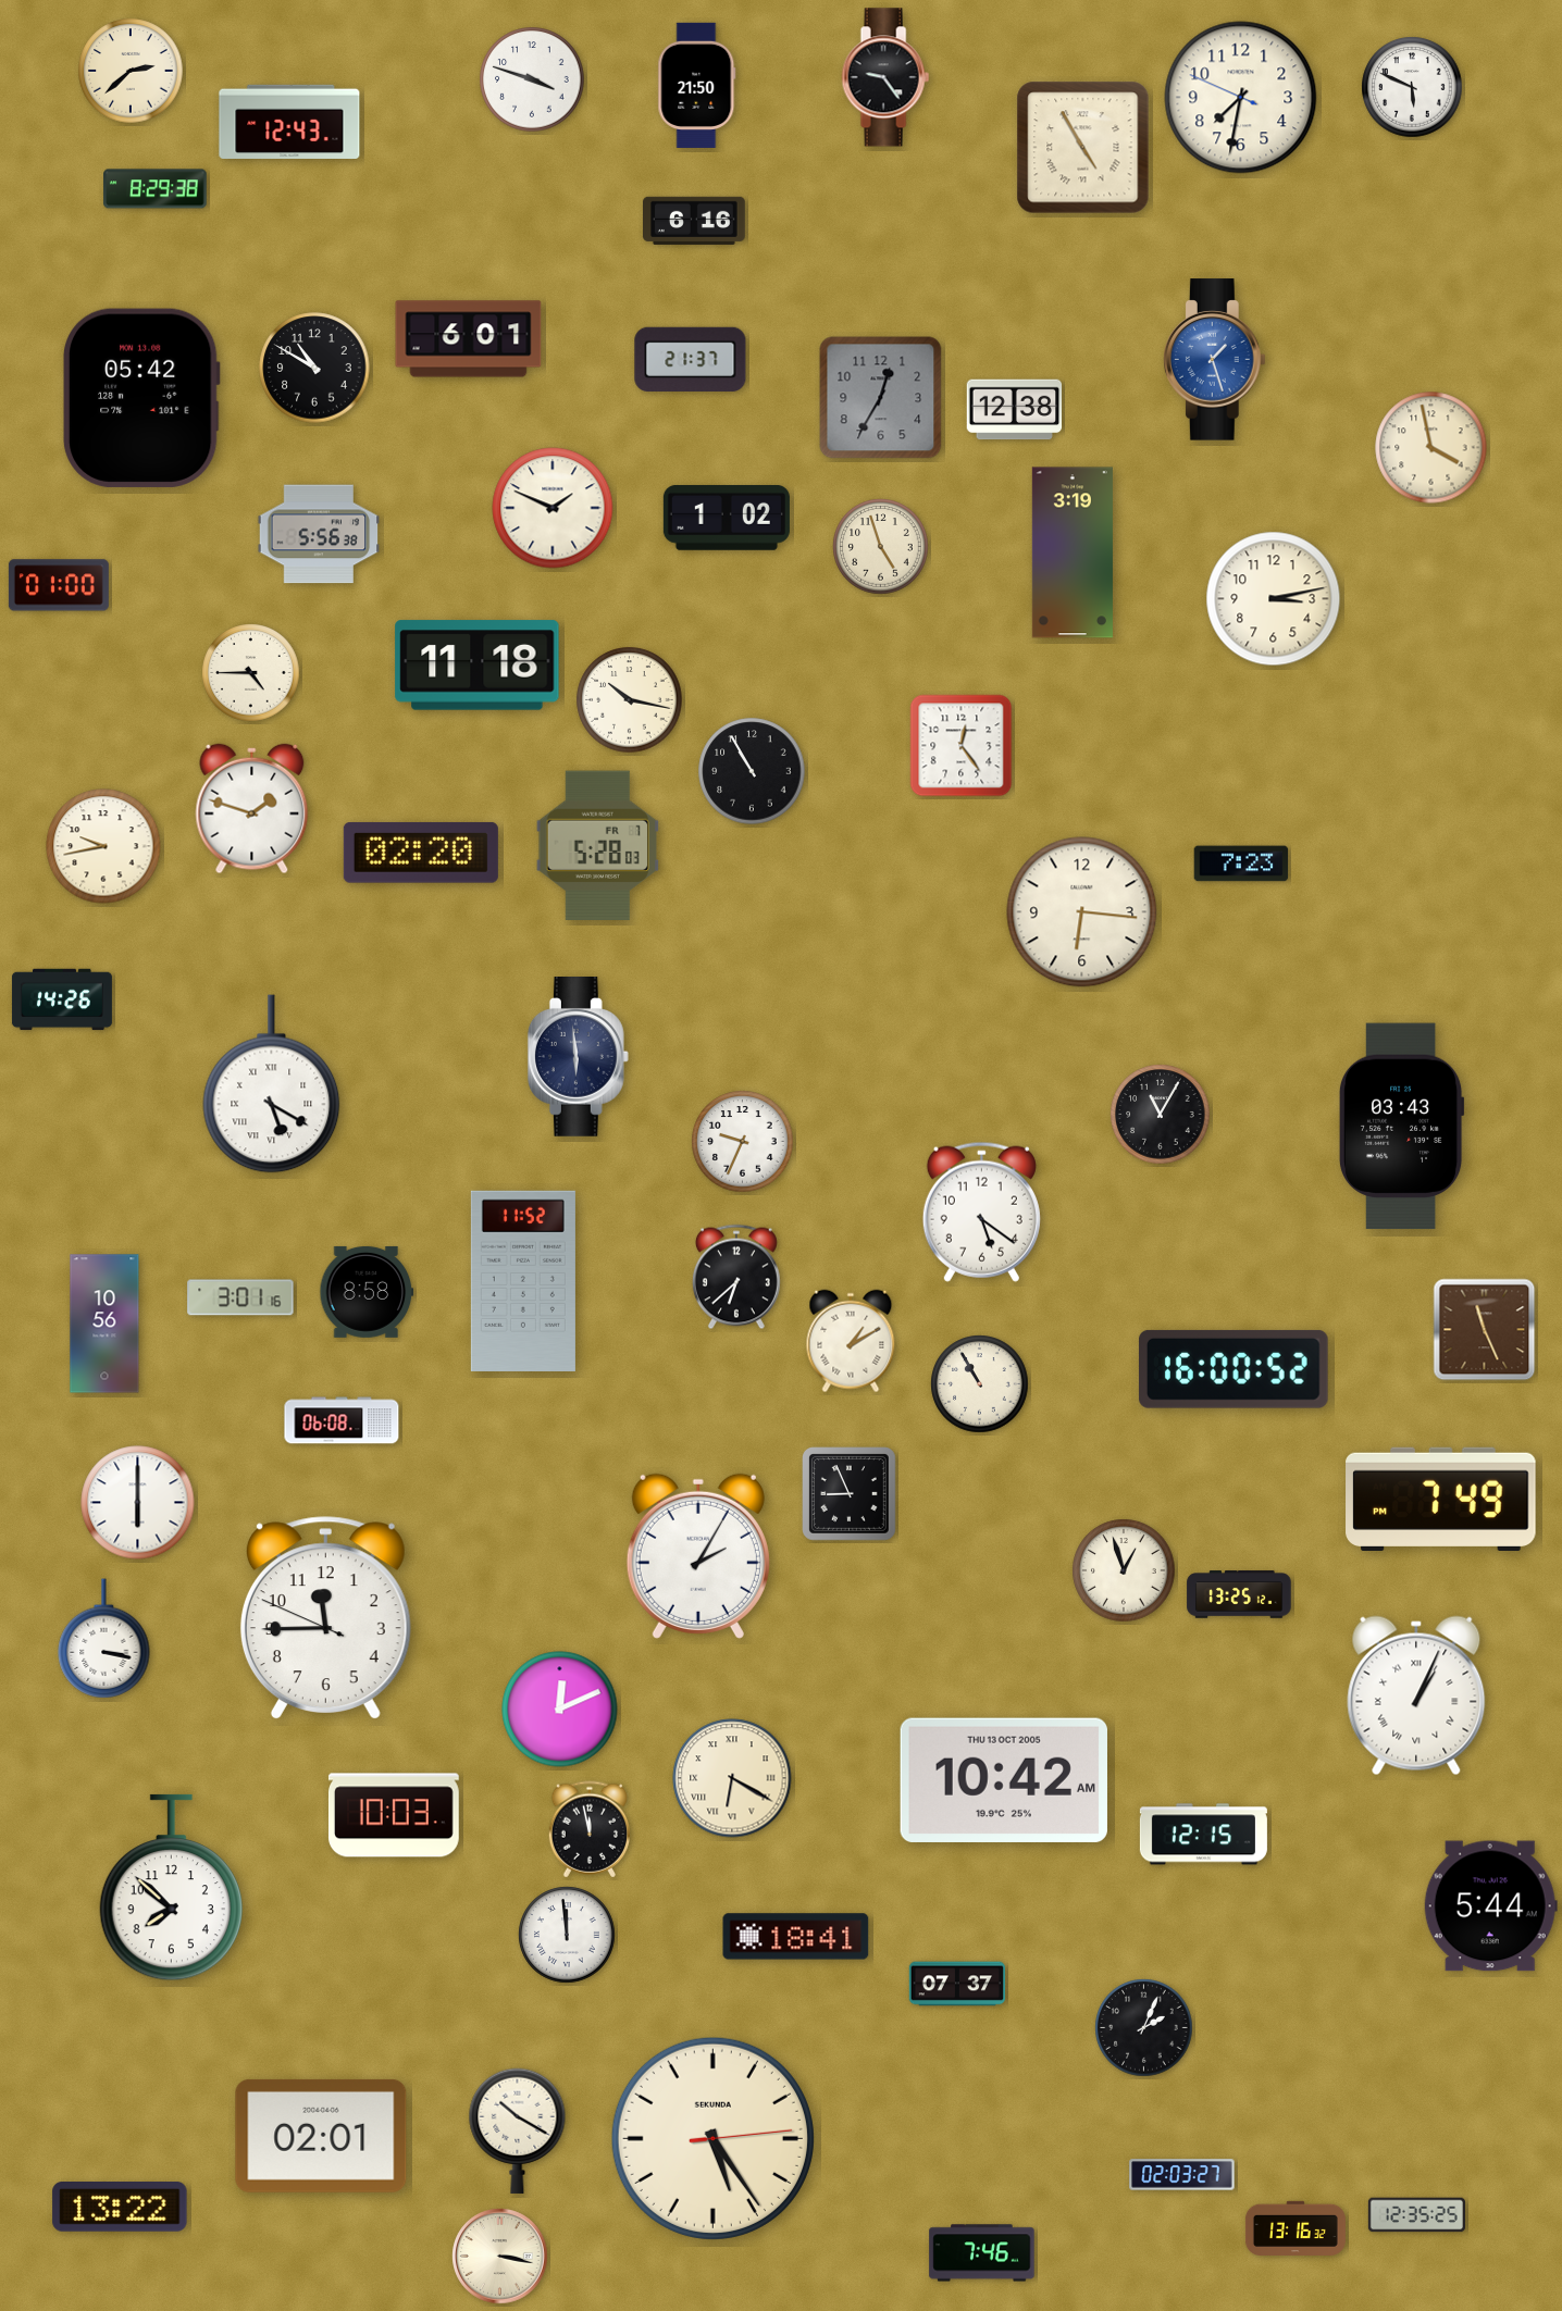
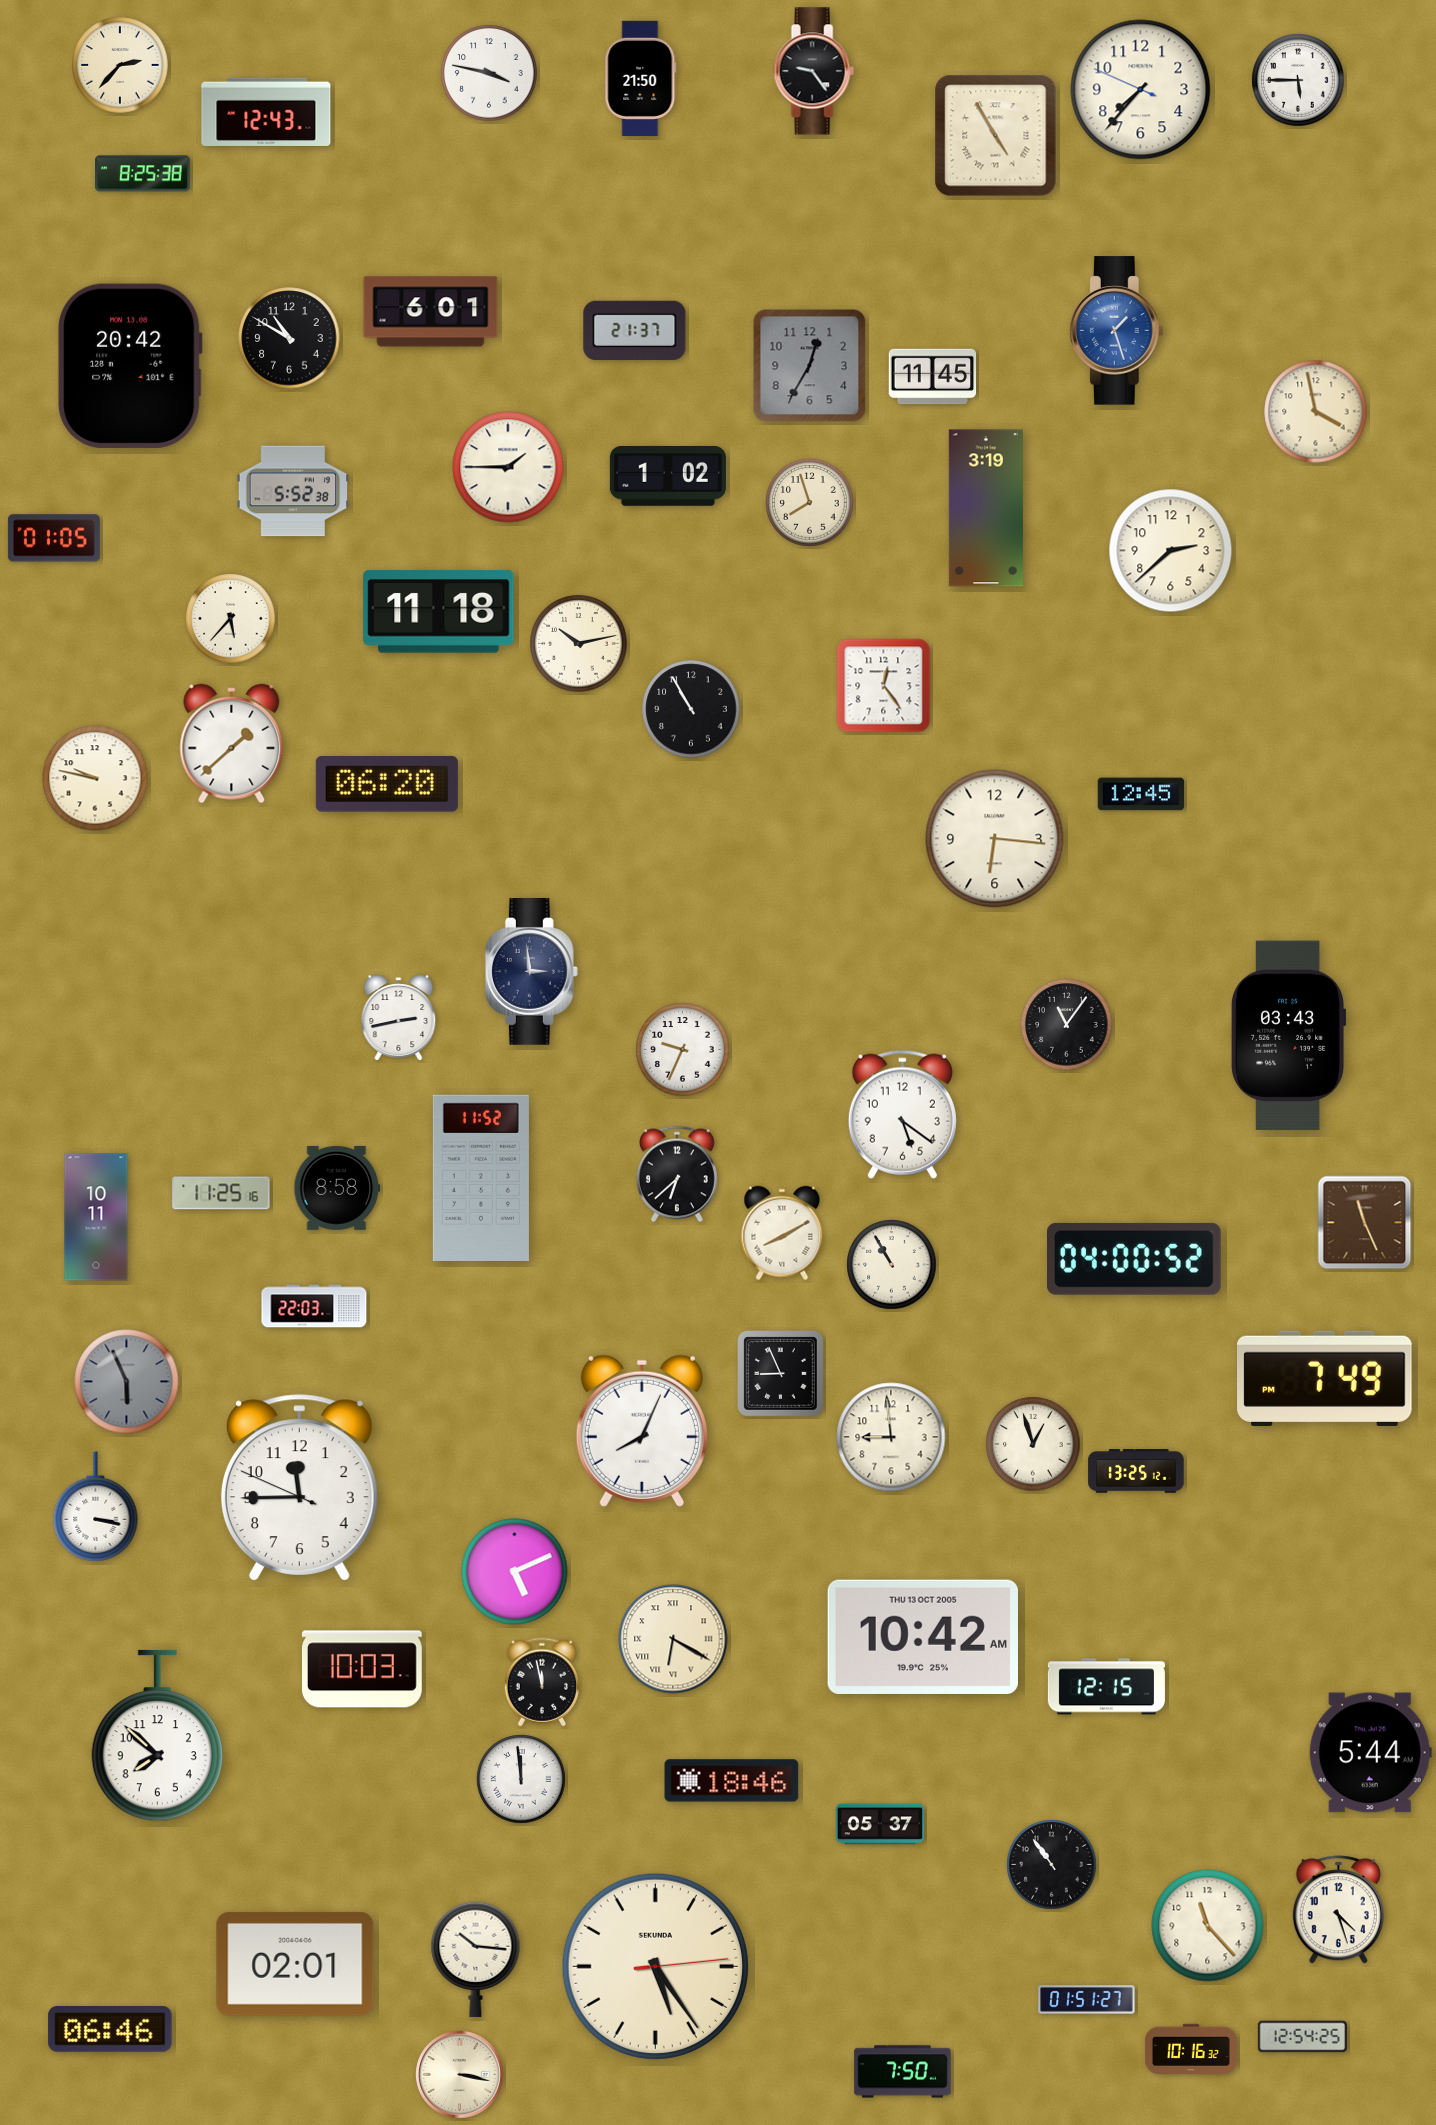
clock at (131, 71): 2:38 -> 2:37
clock at (532, 79): 3:48 -> 3:47
clock at (1412, 87): 5:49 -> 5:45
clock at (1241, 98): 7:31 -> 7:36
clock at (156, 189): 8:29 -> 8:25
clock at (695, 221): 6:16 -> none
clock at (141, 398): 05:42 -> 20:42
clock at (1015, 410): 12:38 -> 11:45
clock at (553, 508): 1:49 -> 1:45
clock at (319, 534): 5:56 -> 5:52
clock at (881, 547): 4:57 -> 7:57
clock at (59, 585): 01:00 -> 01:05
clock at (1274, 599): 3:13 -> 2:38
clock at (251, 673): 4:45 -> 5:37
clock at (630, 700): 10:17 -> 10:13
clock at (252, 809): 1:48 -> 1:38
clock at (103, 846): 9:43 -> 9:47
clock at (598, 846): 5:28 -> none
clock at (421, 853): 02:20 -> 06:20
clock at (1241, 863): 7:23 -> 12:45
clock at (62, 999): 14:26 -> none
clock at (578, 1057): 5:59 -> 2:59
clock at (272, 1084): 5:20 -> none
clock at (399, 1018): none -> 2:43
clock at (1161, 1115): 11:05 -> 11:06
clock at (240, 1297): 3:01 -> 11:25
clock at (104, 1324): 10:56 -> 10:11
clock at (851, 1341): 1:10 -> 8:10
clock at (1234, 1369): 16:00 -> 04:00
clock at (980, 1384) position: (980, 1384) -> (892, 1265)
clock at (342, 1420): 06:08 -> 22:03
clock at (138, 1503): 6:00 -> 5:56
clock at (138, 1503) dial: white -> grey
clock at (698, 1556): 2:05 -> 8:04
clock at (891, 1437): none -> 8:59
clock at (1239, 1594) position: (1239, 1594) -> (1136, 1471)
clock at (1416, 1695): 1:04 -> none
clock at (560, 1710): 12:11 -> 5:11
clock at (732, 1778) position: (732, 1778) -> (673, 1639)
clock at (796, 1937): 18:41 -> 18:46
clock at (957, 1984): 07:37 -> 05:37
clock at (1144, 2028): 2:04 -> 10:54
clock at (1338, 1910): none -> 4:27
clock at (1208, 1926): none -> 11:23
clock at (518, 2130): 10:20 -> 10:16
clock at (1182, 2175): 02:03 -> 01:51
clock at (120, 2208): 13:22 -> 06:46
clock at (1416, 2215): 12:35 -> 12:54
clock at (1296, 2228): 13:16 -> 10:16
clock at (982, 2253): 7:46 -> 7:50
